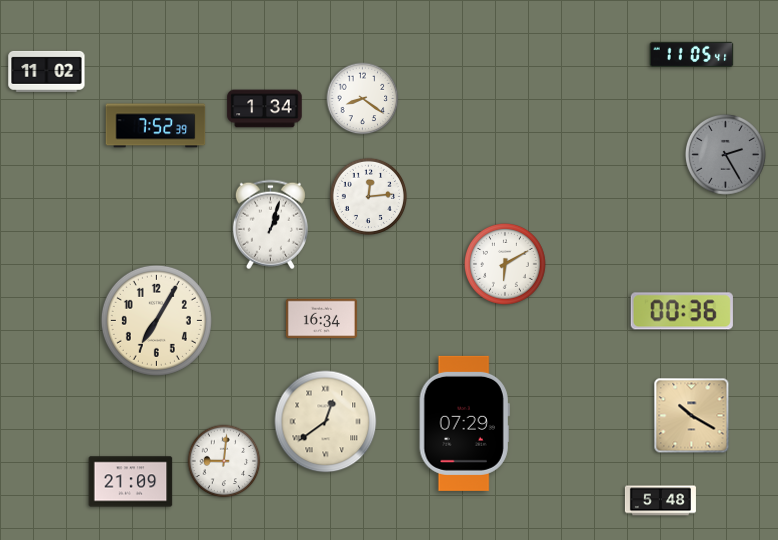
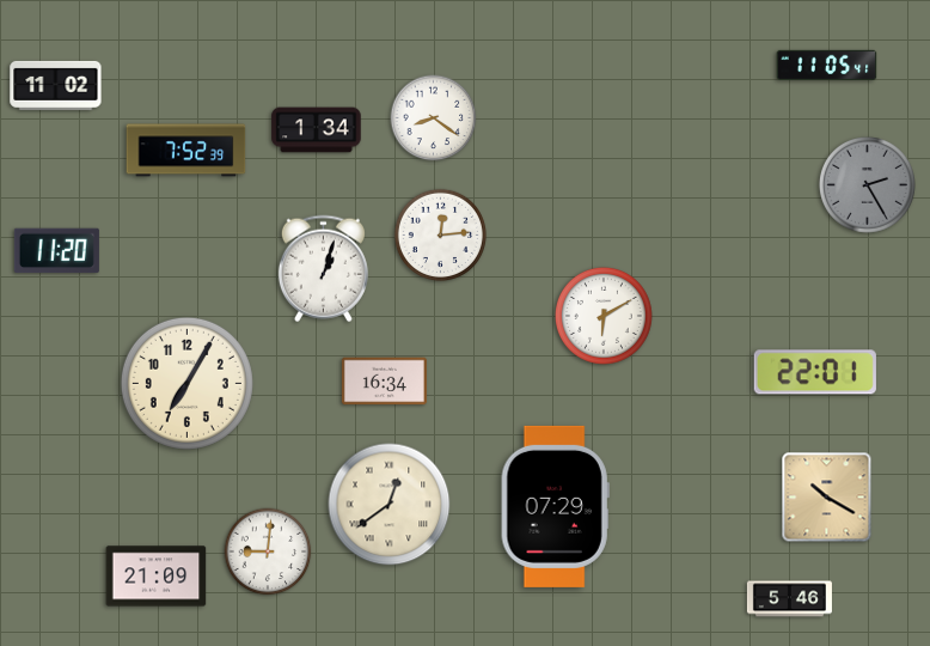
clock at (56, 251): none -> 11:20
clock at (682, 311): 00:36 -> 22:01
clock at (660, 501): 5:48 -> 5:46
